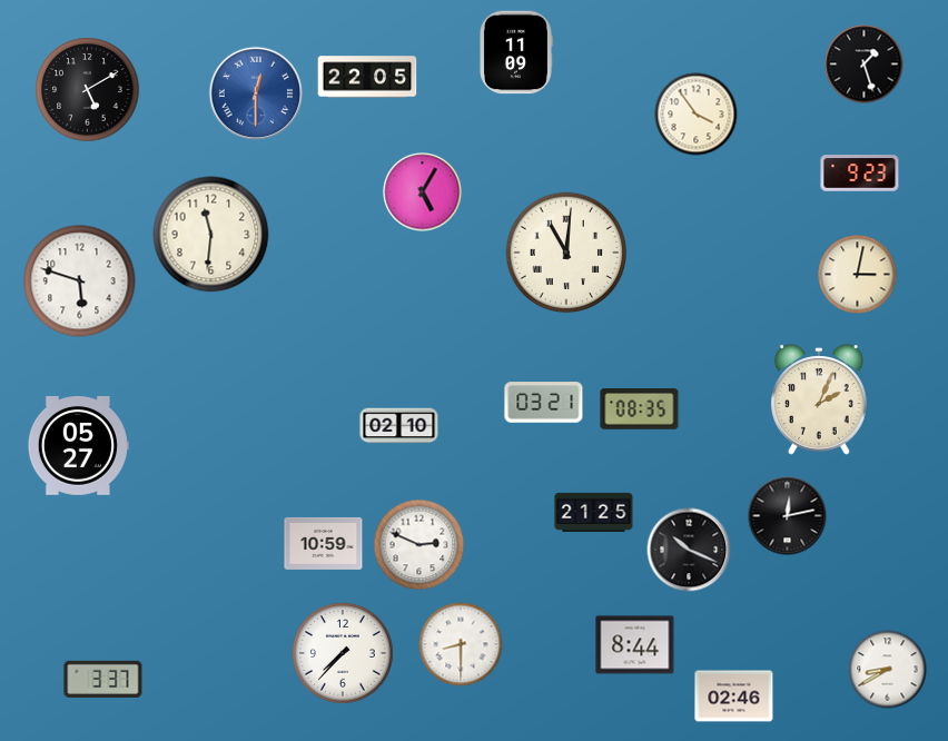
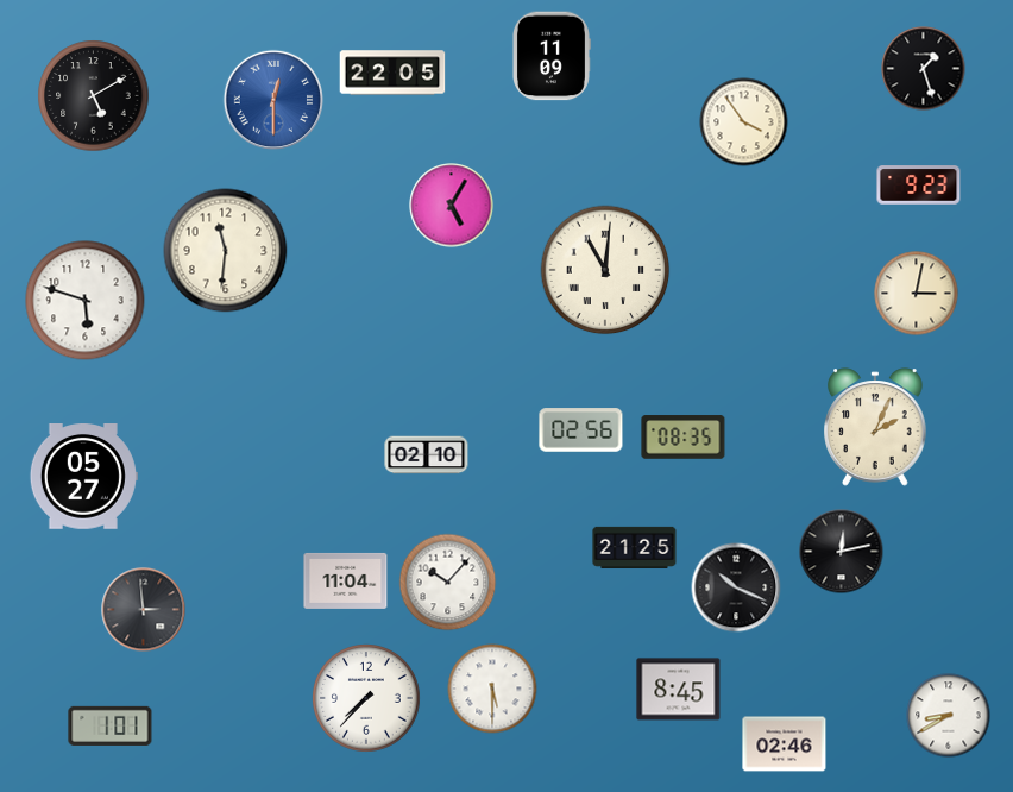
clock at (367, 77) position: (367, 77) -> (392, 73)
clock at (544, 403): 03:21 -> 02:56
clock at (324, 543): 10:59 -> 11:04
clock at (419, 545): 2:49 -> 10:07
clock at (144, 610): none -> 2:59
clock at (461, 644): 8:30 -> 5:30
clock at (635, 645): 8:44 -> 8:45
clock at (103, 679): 3:37 -> 1:01
